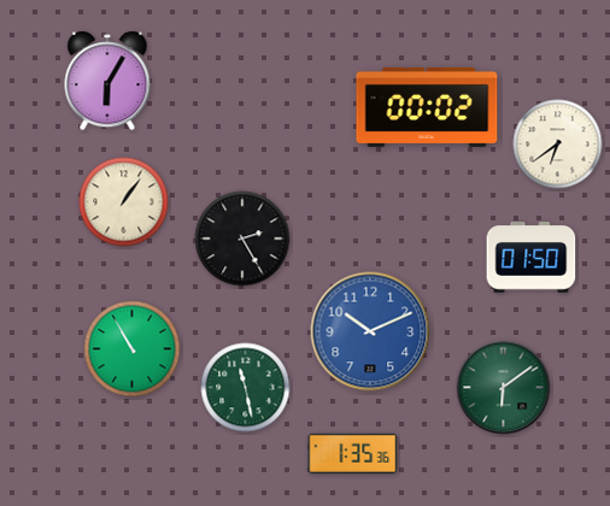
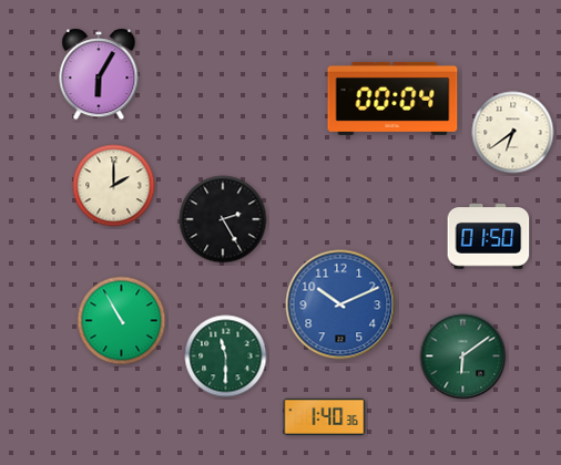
clock at (427, 107): 00:02 -> 00:04
clock at (124, 202): 1:06 -> 2:00
clock at (246, 388): 11:28 -> 11:30
clock at (353, 453): 1:35 -> 1:40
